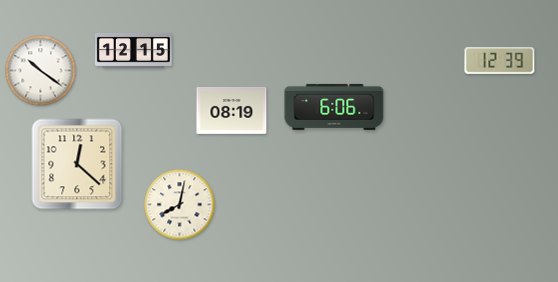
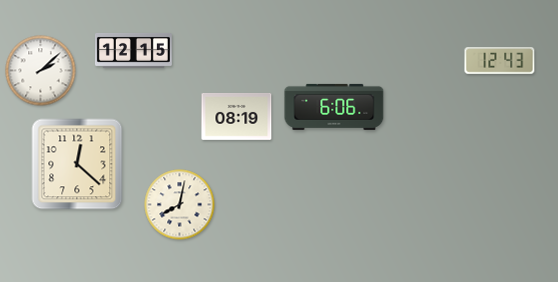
clock at (500, 61): 12:39 -> 12:43
clock at (41, 71): 10:21 -> 2:08
clock at (232, 110) position: (232, 110) -> (237, 116)
